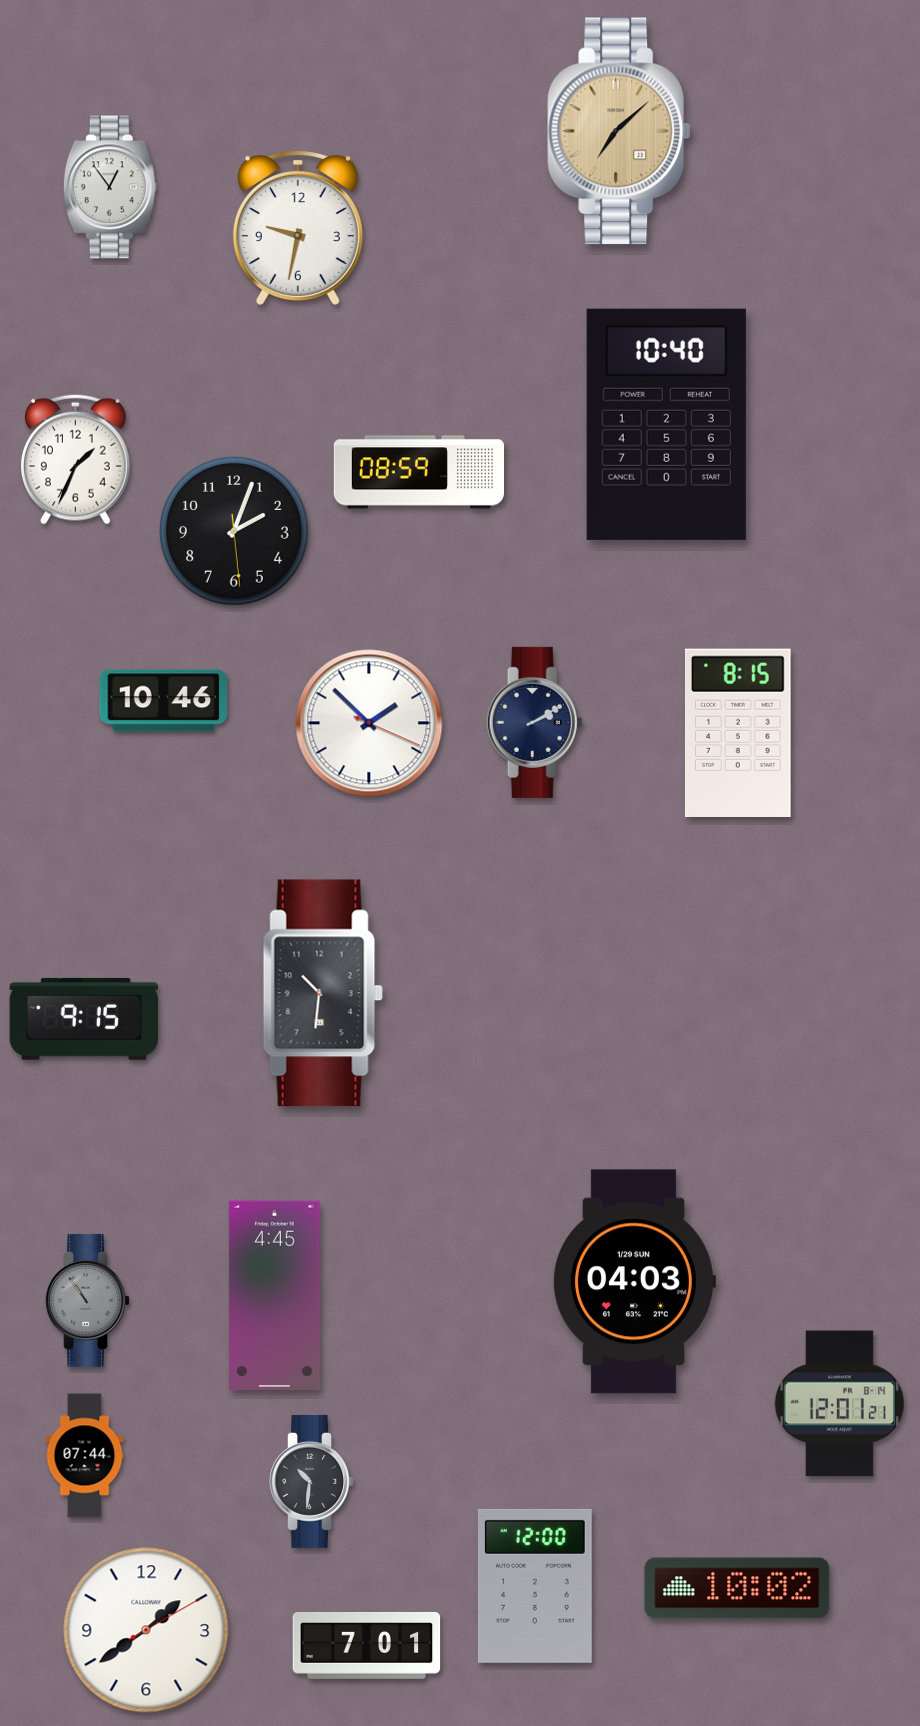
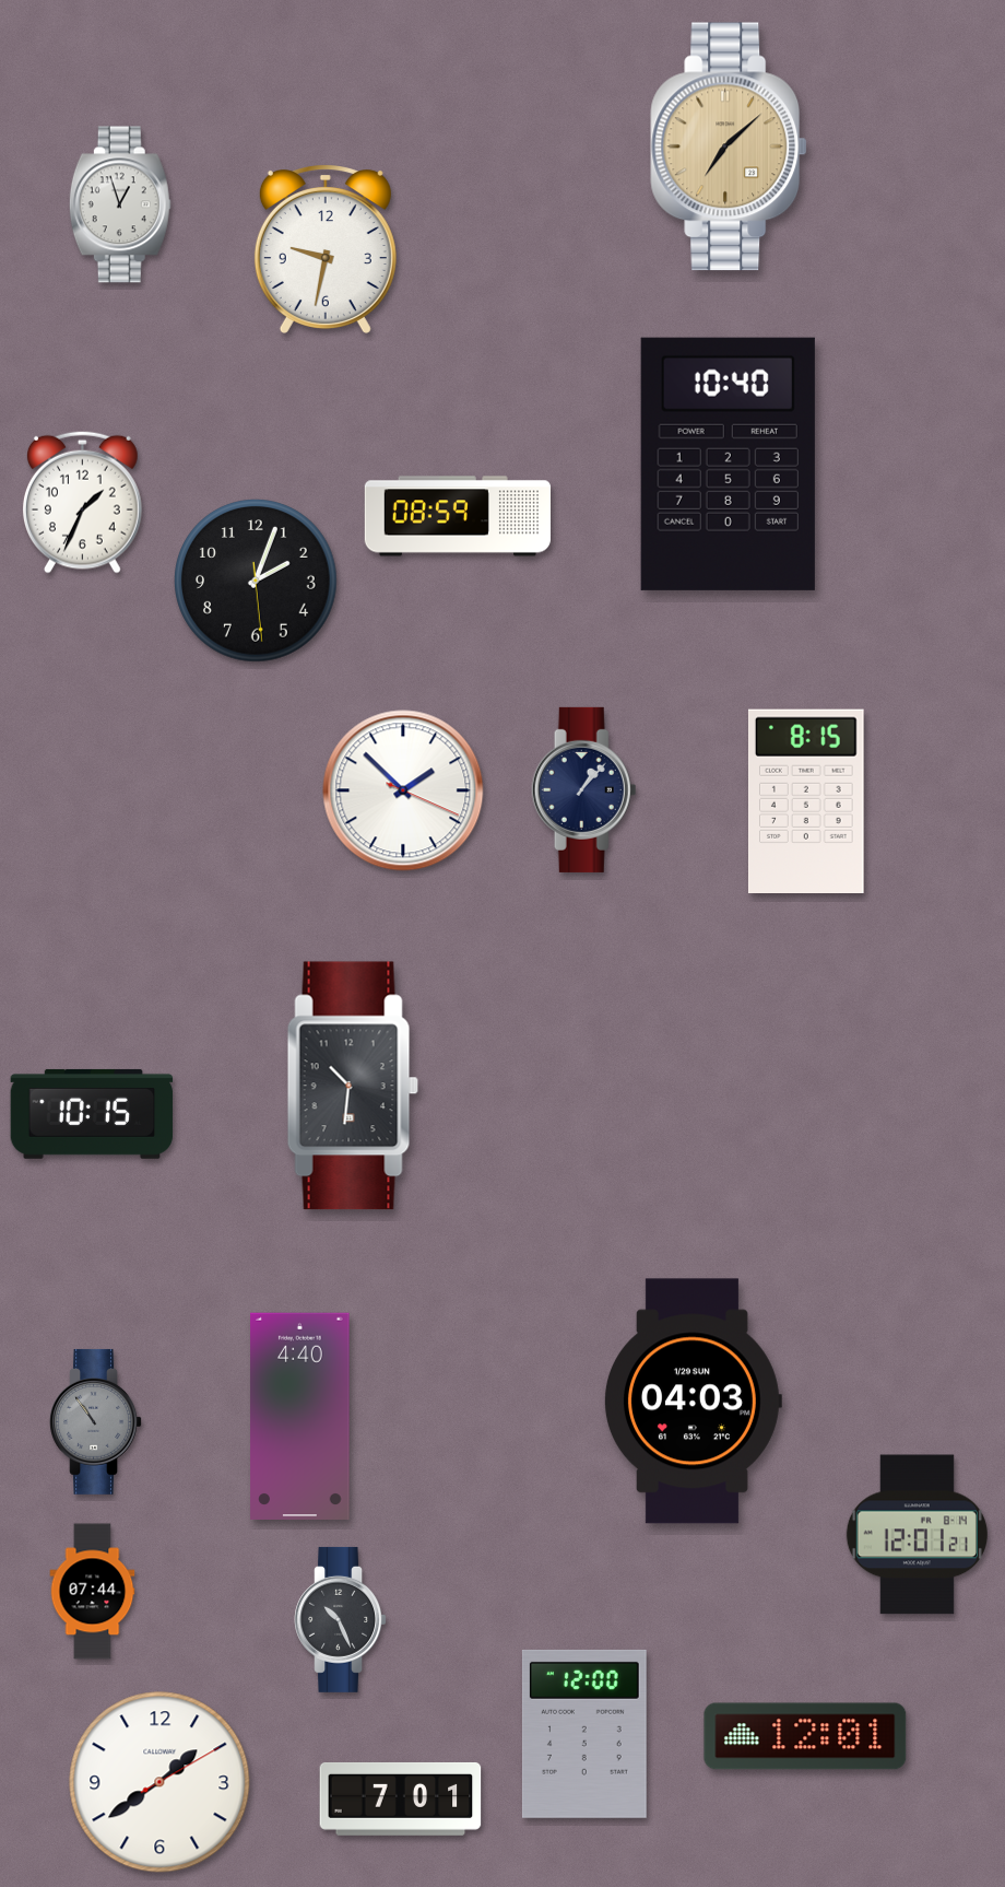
clock at (619, 131) position: (619, 131) -> (729, 146)
clock at (110, 187): 12:54 -> 12:57
clock at (164, 701): 10:46 -> none
clock at (535, 722): 2:10 -> 1:07
clock at (84, 1019): 9:15 -> 10:15
clock at (275, 1295): 4:45 -> 4:40
clock at (312, 1481): 10:31 -> 10:26
clock at (737, 1588): 10:02 -> 12:01
